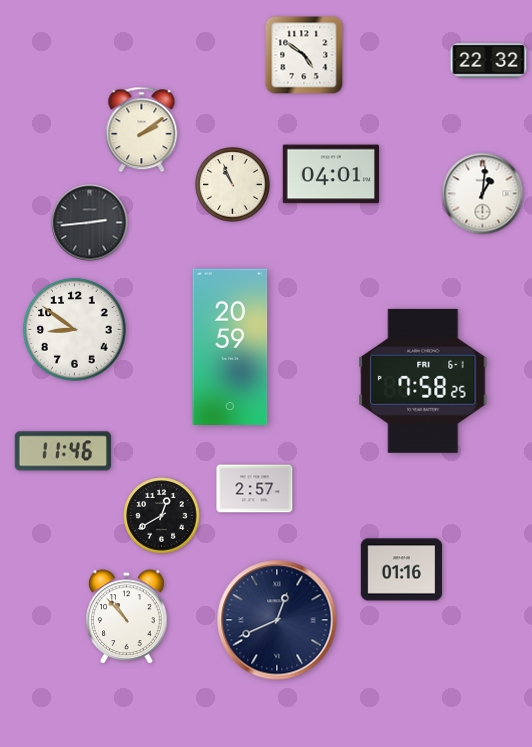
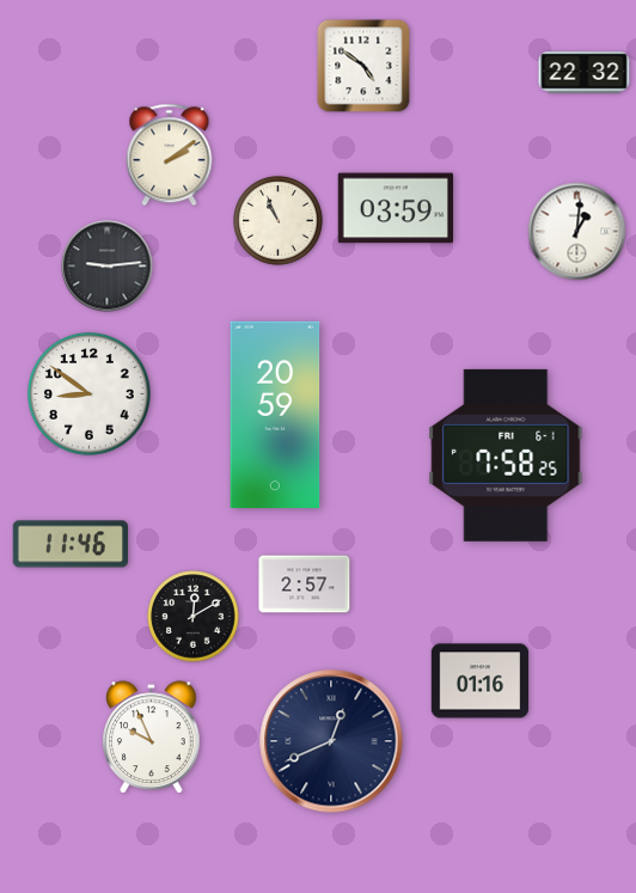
clock at (330, 174): 04:01 -> 03:59
clock at (90, 223): 2:44 -> 9:14
clock at (62, 451) position: (62, 451) -> (69, 544)
clock at (162, 516): 12:40 -> 12:10
clock at (127, 617): 10:53 -> 9:56
